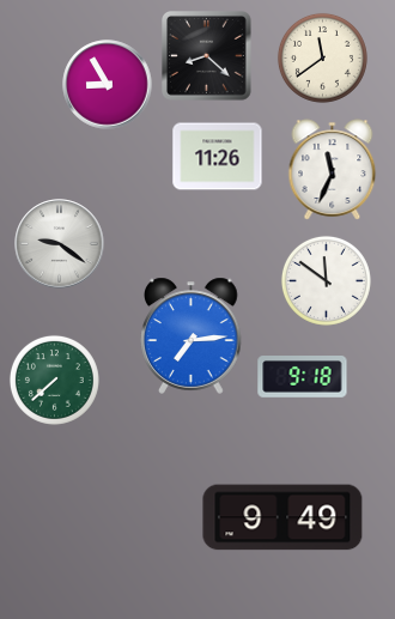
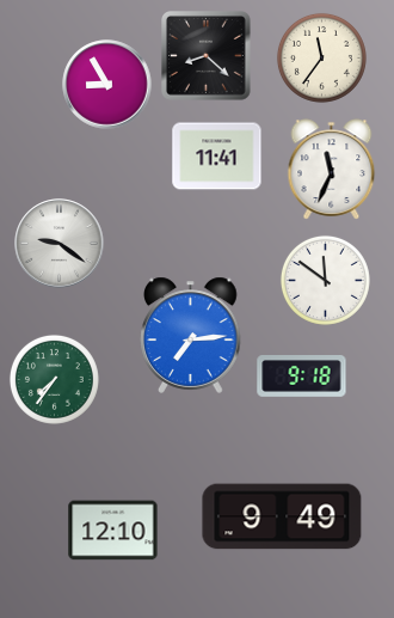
clock at (322, 57): 11:39 -> 11:36
clock at (218, 157): 11:26 -> 11:41
clock at (54, 380): 7:38 -> 7:36
clock at (113, 531): none -> 12:10
